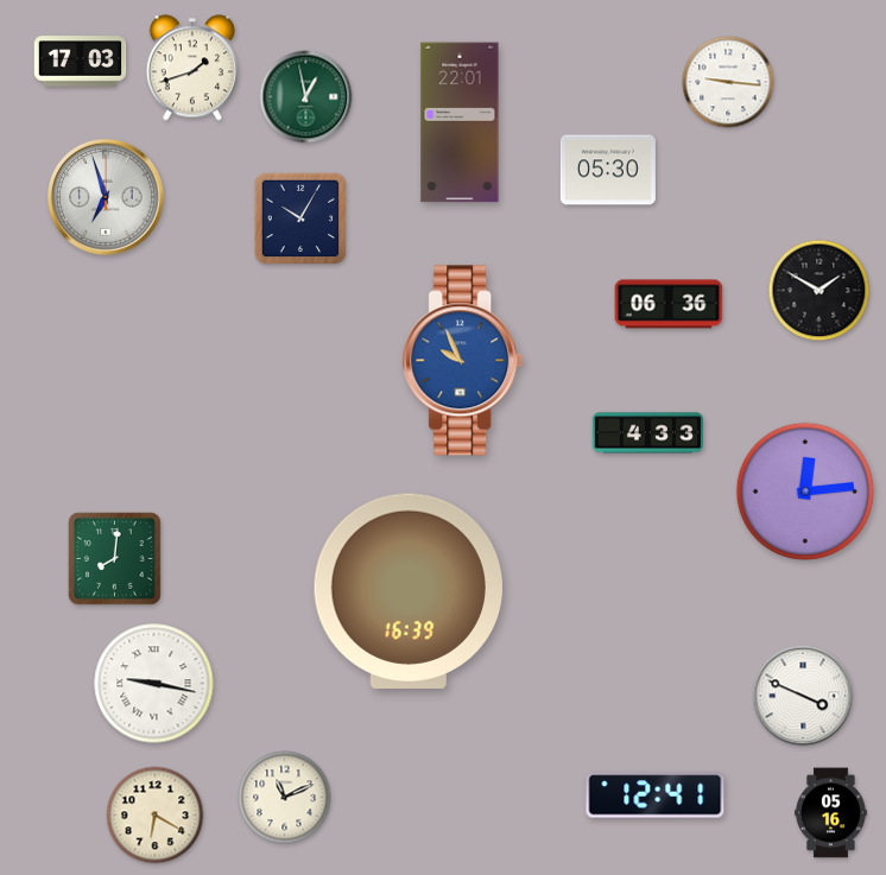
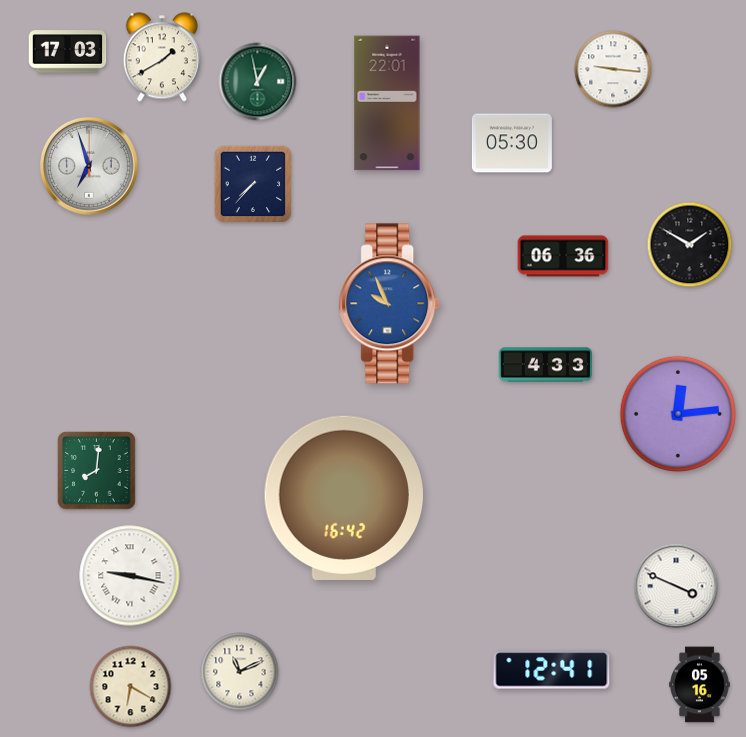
clock at (192, 68): 1:42 -> 1:40
clock at (300, 218): 10:05 -> 7:37
clock at (409, 591): 16:39 -> 16:42
